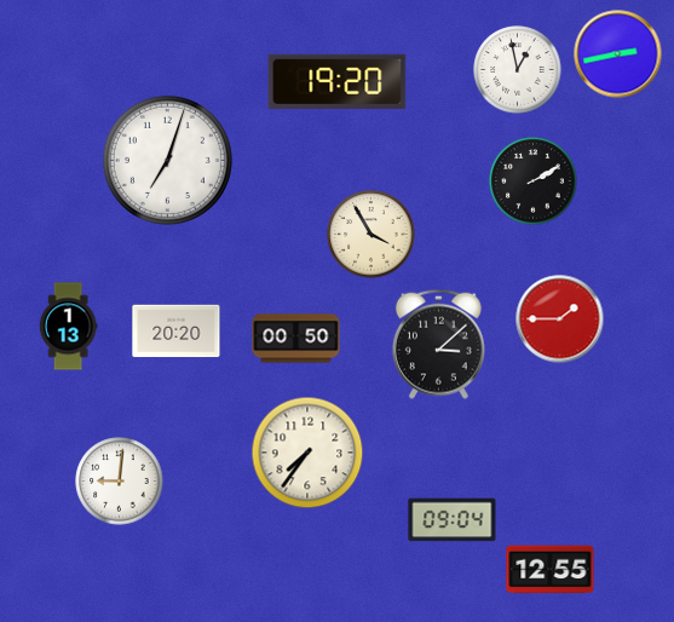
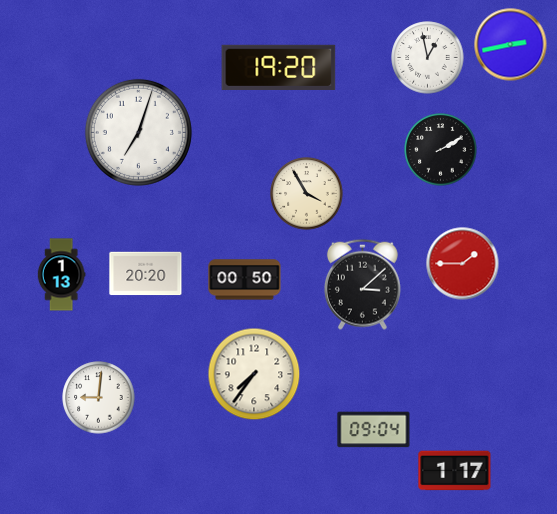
clock at (68, 327) position: (68, 327) -> (61, 275)
clock at (551, 570): 12:55 -> 1:17
